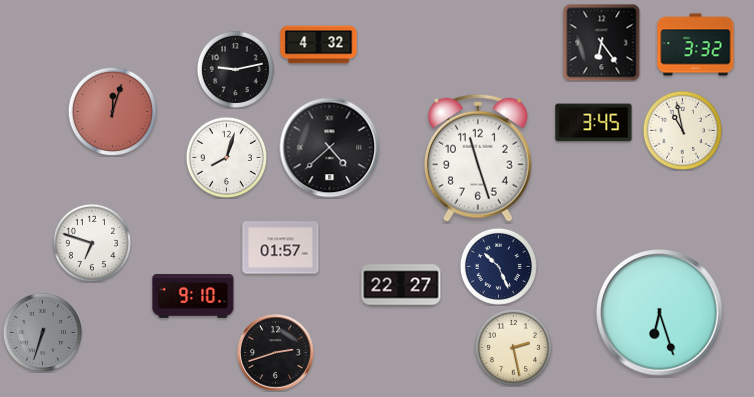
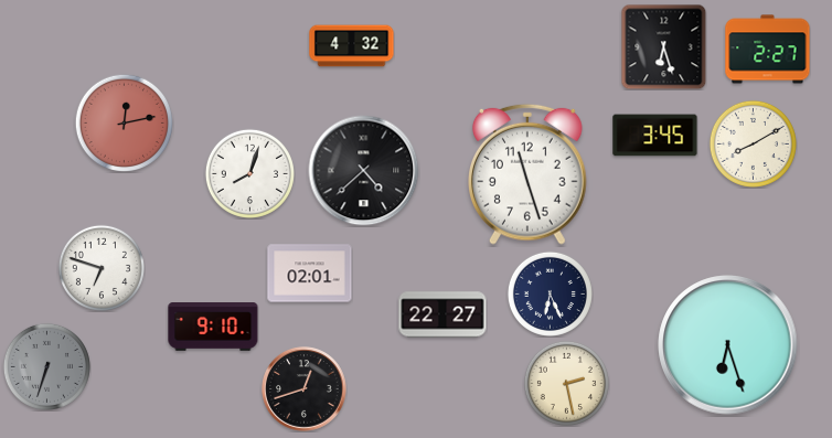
clock at (601, 42): 6:24 -> 6:27
clock at (319, 45) position: (319, 45) -> (352, 46)
clock at (696, 45): 3:32 -> 2:27
clock at (235, 69): 9:13 -> none
clock at (112, 111): 12:03 -> 12:13
clock at (682, 130): 10:58 -> 8:10
clock at (330, 148) position: (330, 148) -> (364, 171)
clock at (281, 248): 01:57 -> 02:01
clock at (498, 266): 10:26 -> 6:26
clock at (276, 353): 2:42 -> 12:42
